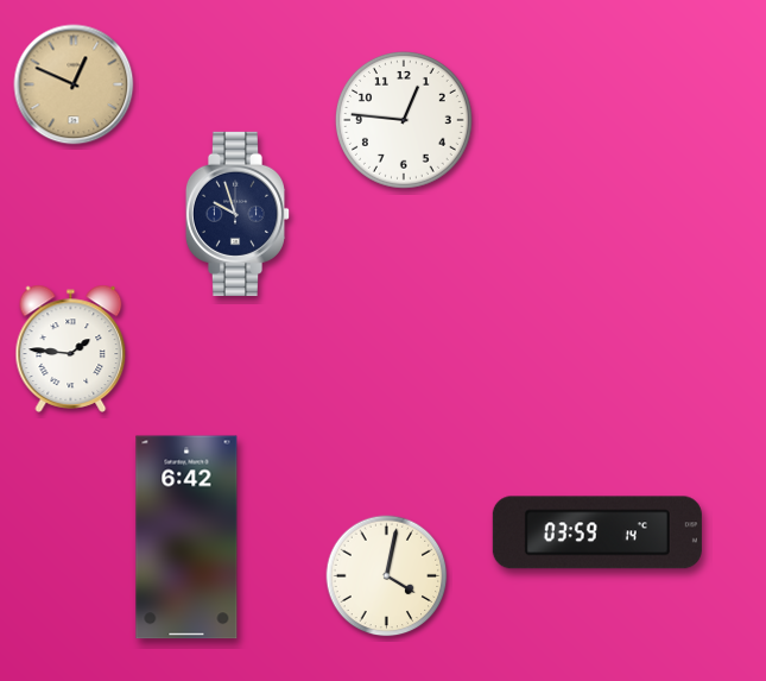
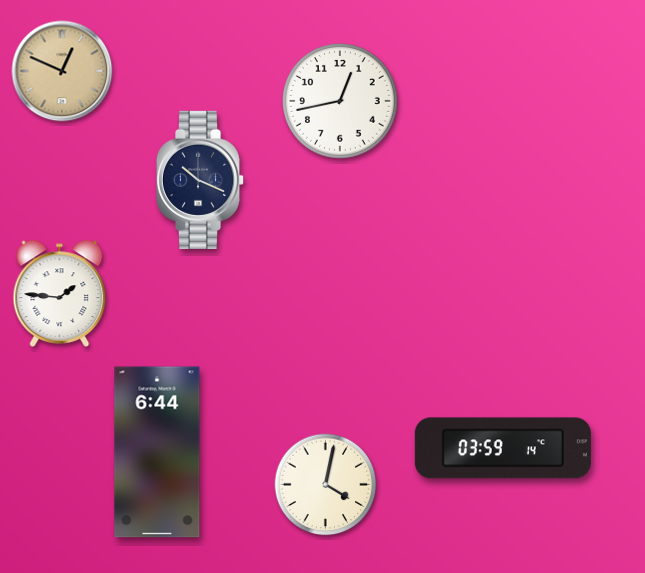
clock at (404, 120): 12:46 -> 12:43
clock at (238, 214): 9:57 -> 10:19
clock at (186, 537): 6:42 -> 6:44
